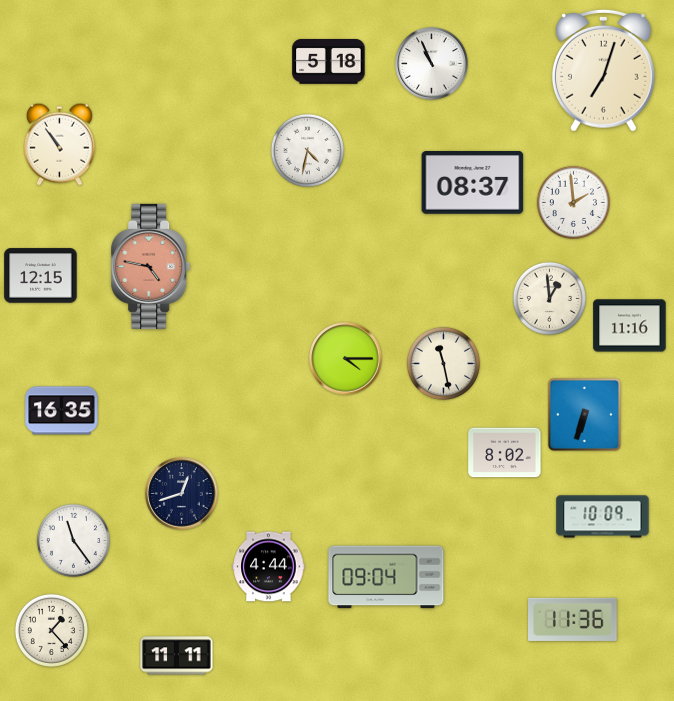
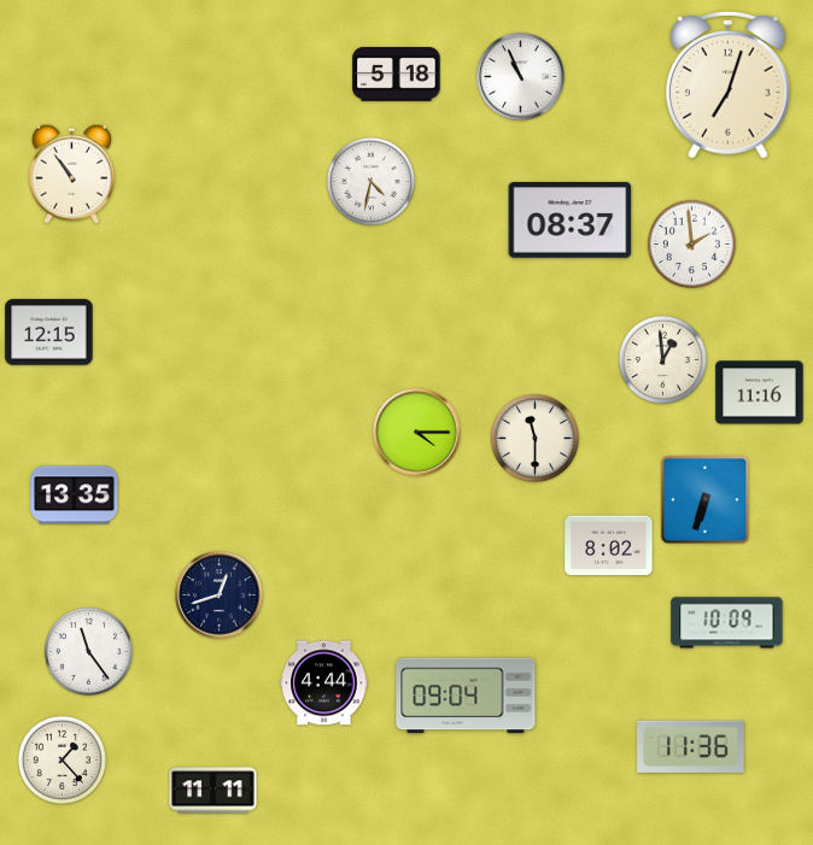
clock at (151, 266): 4:47 -> none
clock at (443, 363): 11:28 -> 11:30
clock at (62, 411): 16:35 -> 13:35
